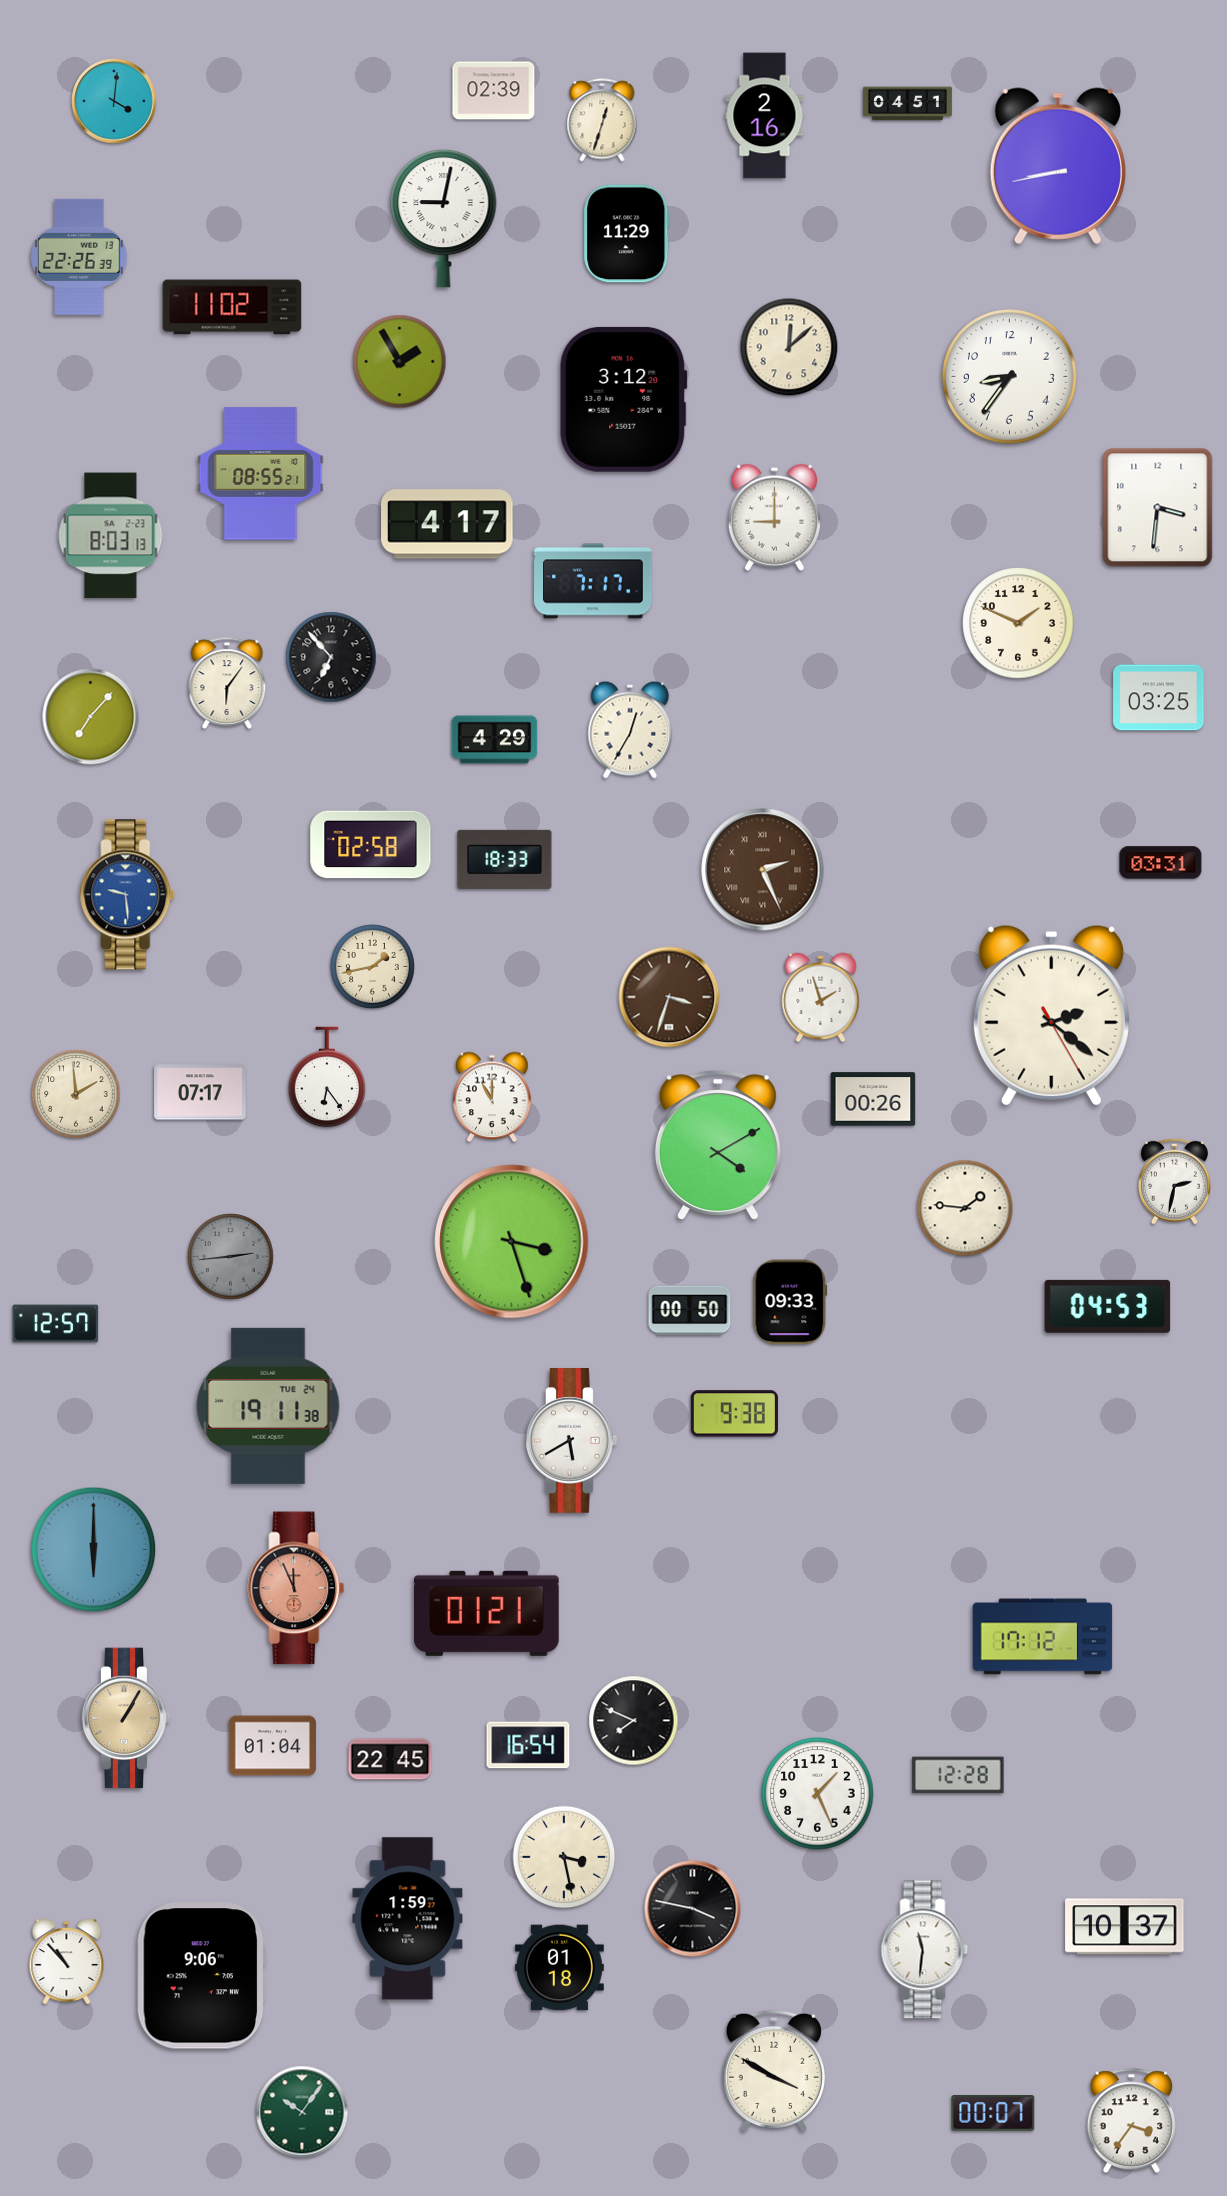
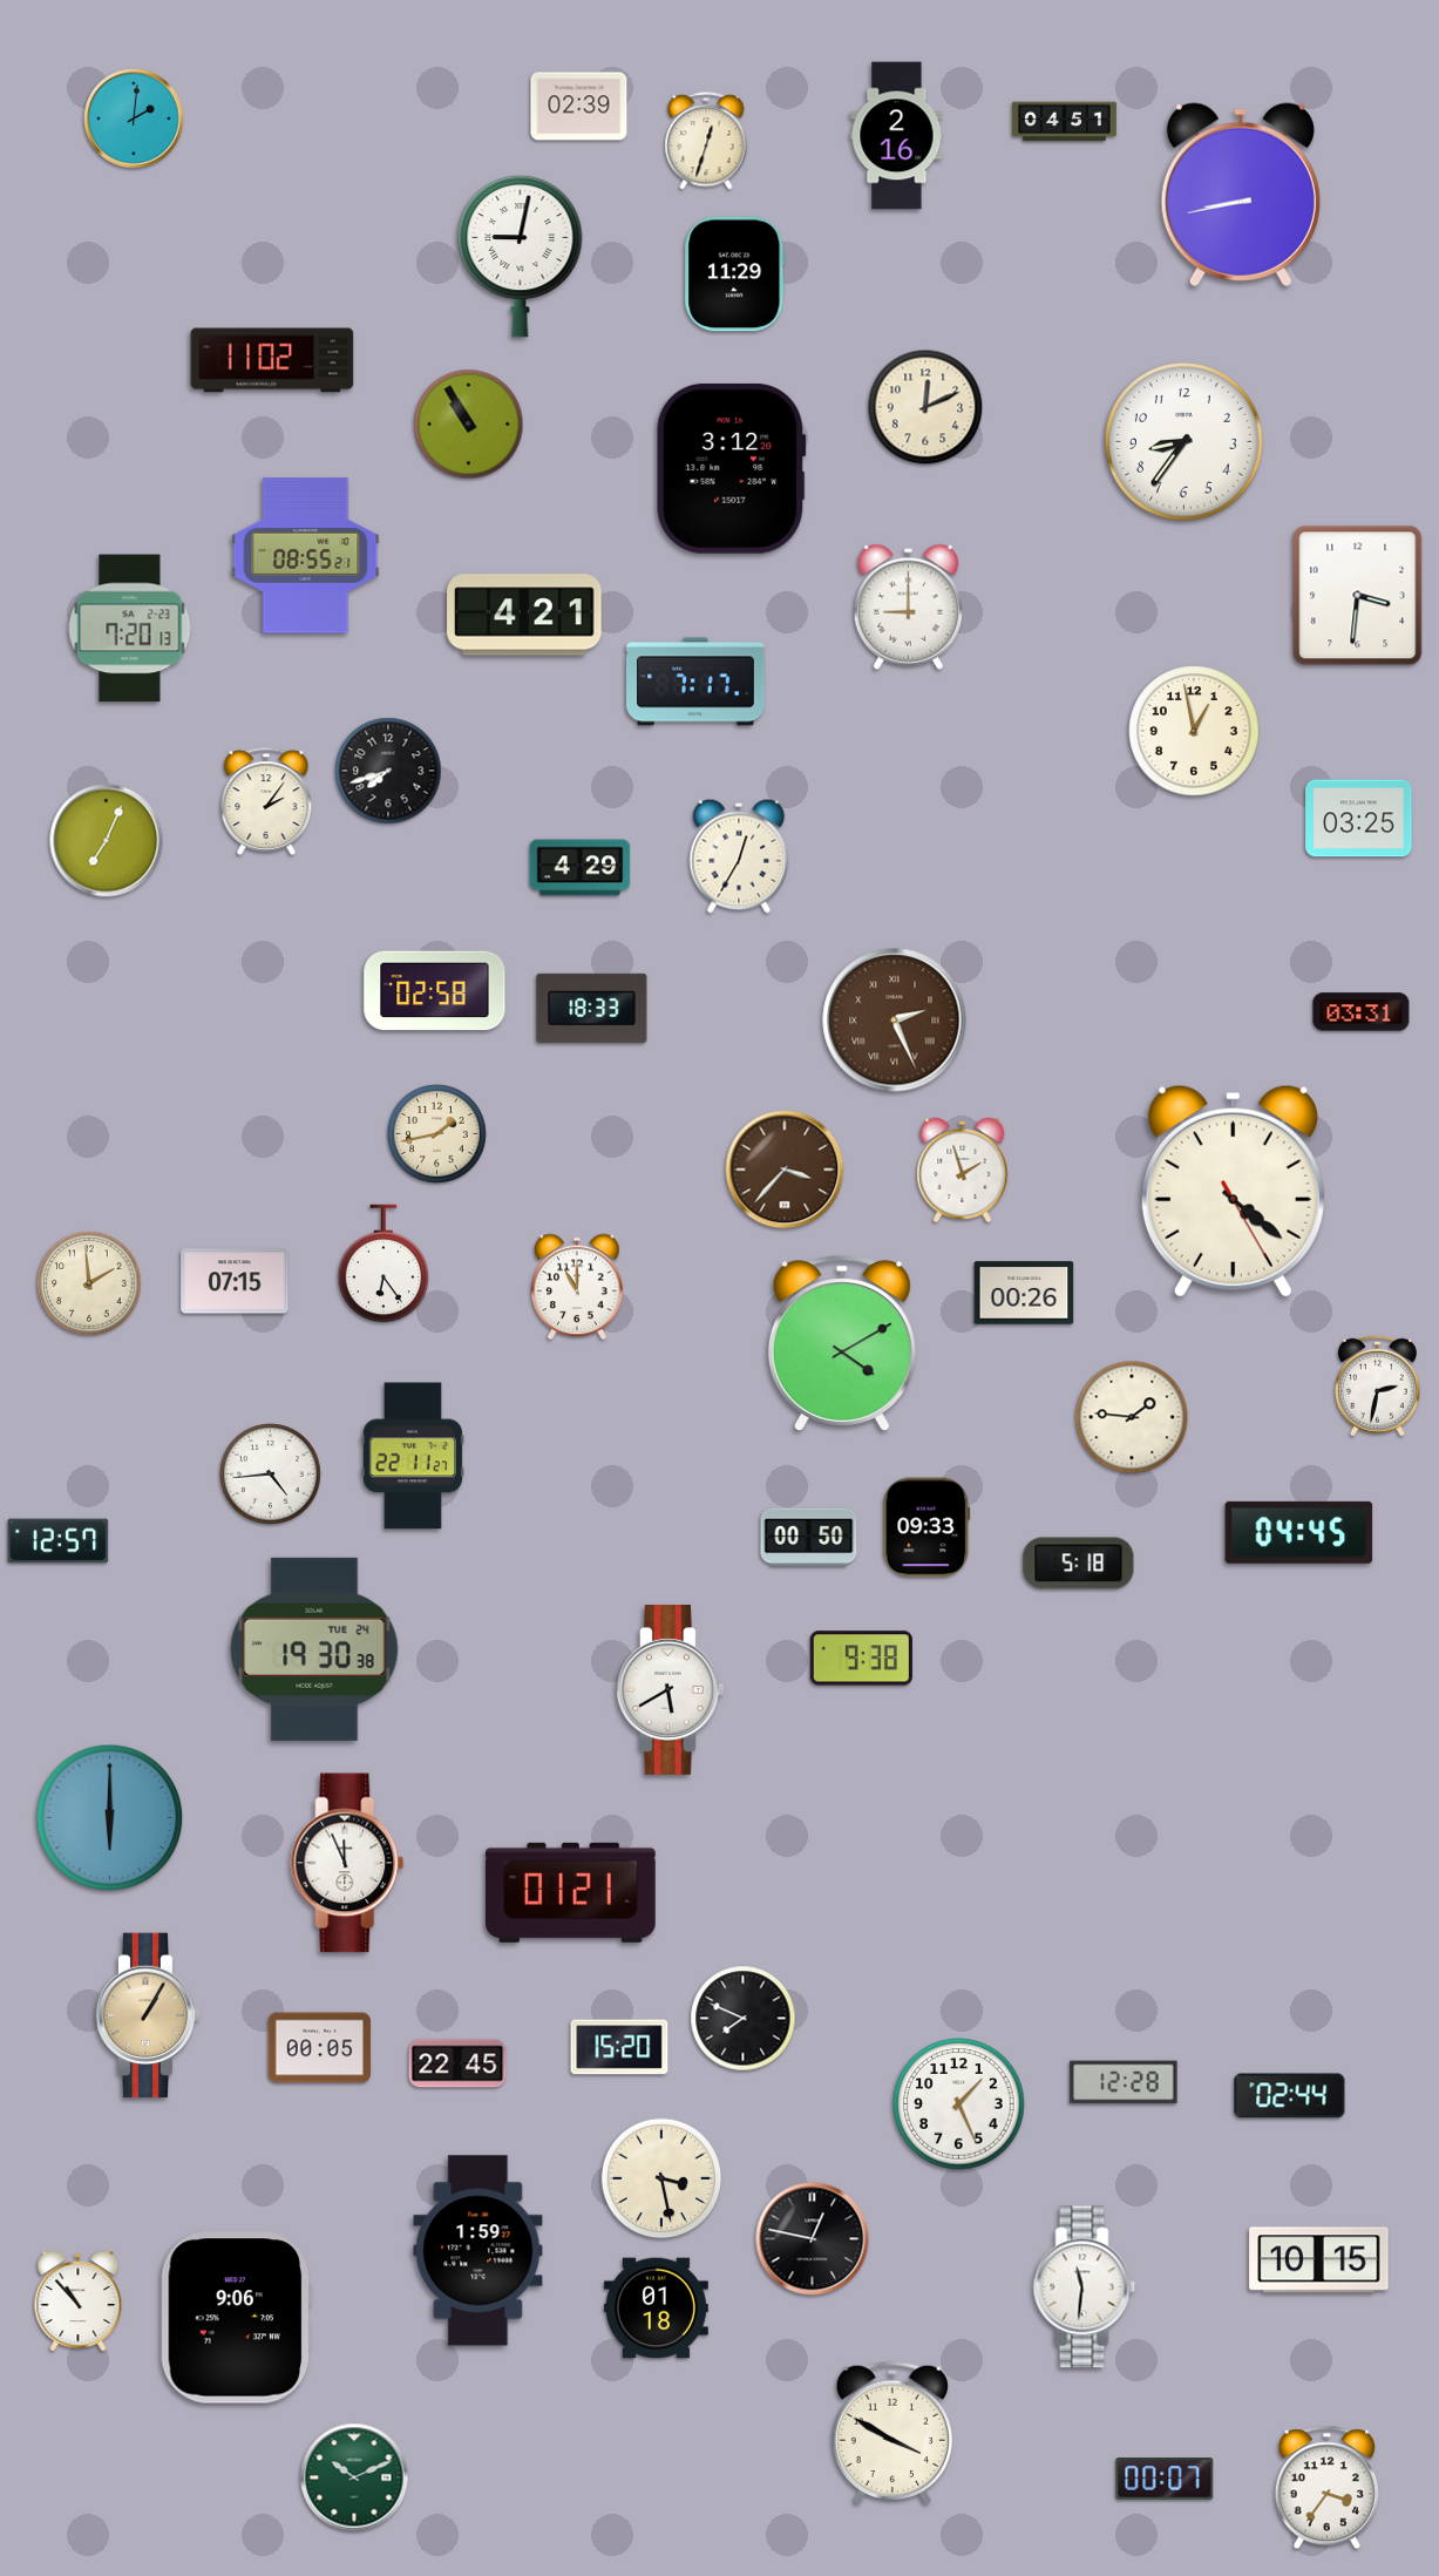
clock at (114, 101): 4:01 -> 2:01
clock at (79, 257): 22:26 -> none
clock at (789, 347): 12:08 -> 12:11
clock at (400, 362): 1:55 -> 10:55
clock at (447, 524): 4:17 -> 4:21
clock at (111, 536): 8:03 -> 7:20
clock at (1018, 623): 1:49 -> 12:58
clock at (331, 657): 6:53 -> 7:42
clock at (227, 683): 6:06 -> 2:06
clock at (91, 717): 7:07 -> 7:04
clock at (128, 895): 9:29 -> none
clock at (669, 997): 3:33 -> 3:37
clock at (1051, 1015): 2:21 -> 4:21
clock at (200, 1092): 07:17 -> 07:15
clock at (873, 1099) position: (873, 1099) -> (1024, 1293)
clock at (412, 1456): none -> 22:11
clock at (512, 1242): 3:27 -> none
clock at (231, 1257): 2:44 -> 4:44
clock at (231, 1257) dial: grey -> white
clock at (1108, 1306): 04:53 -> 04:45
clock at (56, 1324) position: (56, 1324) -> (59, 1541)
clock at (1079, 1564): none -> 5:18
clock at (268, 1406): 19:11 -> 19:30
clock at (296, 1588) dial: salmon -> white
clock at (1043, 1637): 17:12 -> none
clock at (528, 1745): 16:54 -> 15:20
clock at (272, 1746): 01:04 -> 00:05
clock at (1290, 2096): none -> 02:44
clock at (693, 1909): 3:47 -> 12:47
clock at (1125, 1927): 10:37 -> 10:15
clock at (774, 2071) position: (774, 2071) -> (892, 2433)
clock at (302, 2112): 10:06 -> 10:11
